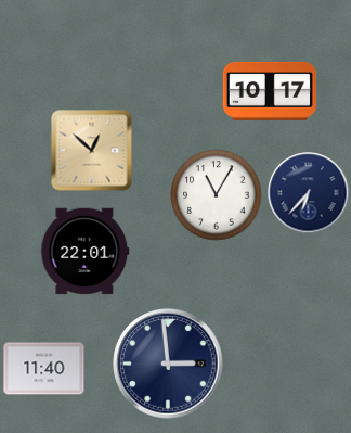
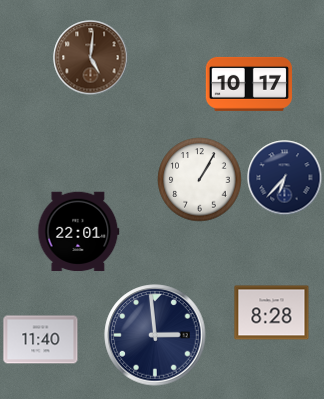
clock at (91, 58): none -> 5:01
clock at (92, 151): 12:52 -> none
clock at (217, 195): 11:05 -> 1:05
clock at (272, 313): none -> 8:28
